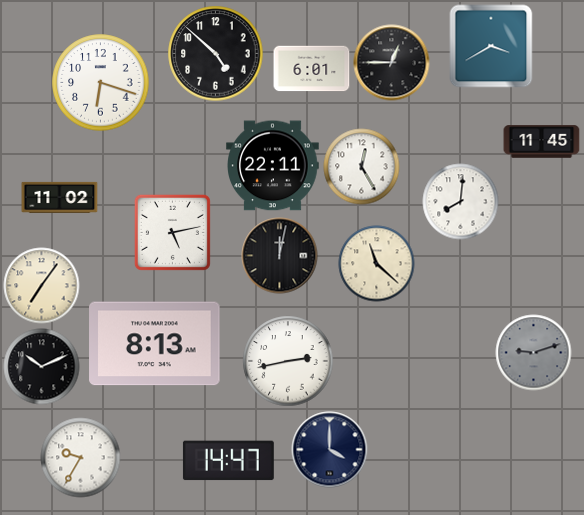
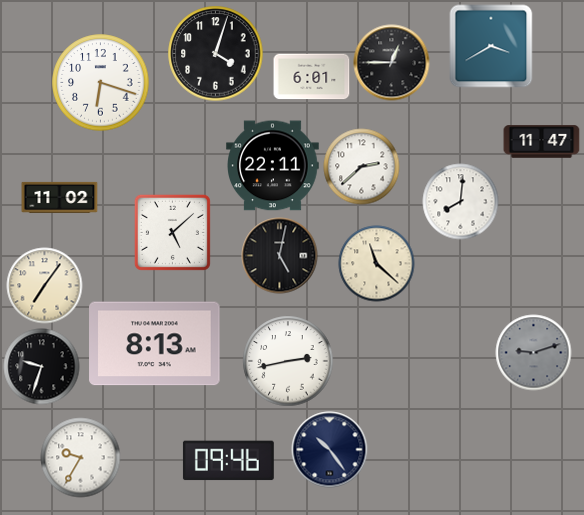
clock at (216, 54): 4:52 -> 4:03
clock at (312, 69) position: (312, 69) -> (312, 77)
clock at (542, 142): 11:45 -> 11:47
clock at (362, 167): 12:25 -> 2:38
clock at (172, 232): 5:13 -> 5:08
clock at (280, 256): 12:02 -> 5:02
clock at (42, 286) position: (42, 286) -> (45, 286)
clock at (42, 367): 10:11 -> 9:33
clock at (330, 450): 4:00 -> 10:24
clock at (228, 461): 14:47 -> 09:46
